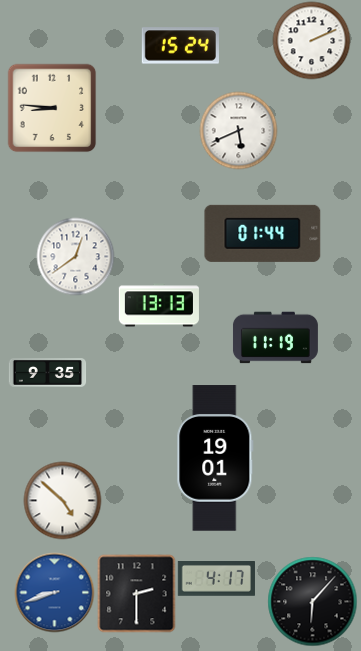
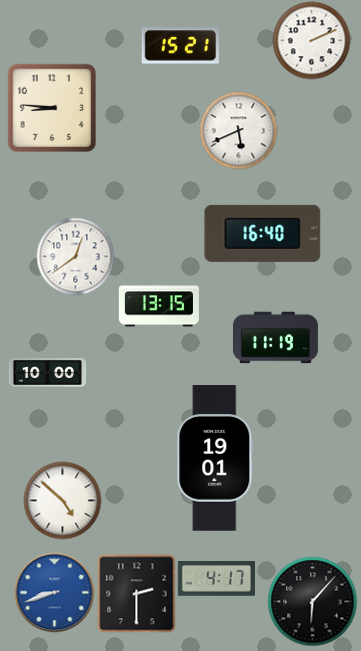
clock at (180, 46): 15:24 -> 15:21
clock at (263, 233): 01:44 -> 16:40
clock at (159, 305): 13:13 -> 13:15
clock at (47, 373): 9:35 -> 10:00
